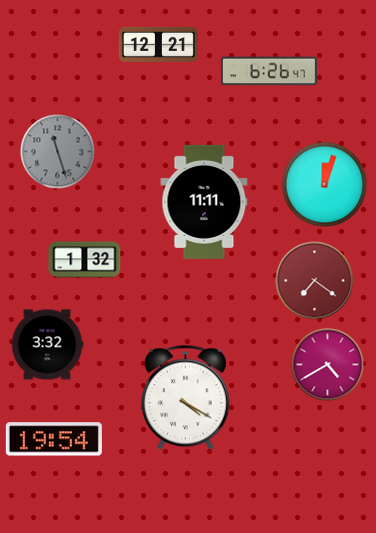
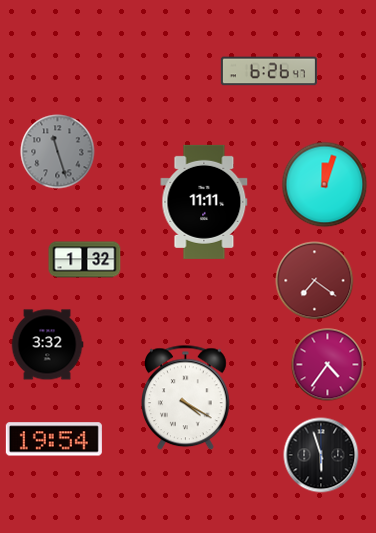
clock at (158, 44): 12:21 -> none
clock at (328, 365): 4:40 -> 4:36
clock at (321, 455): none -> 5:57
